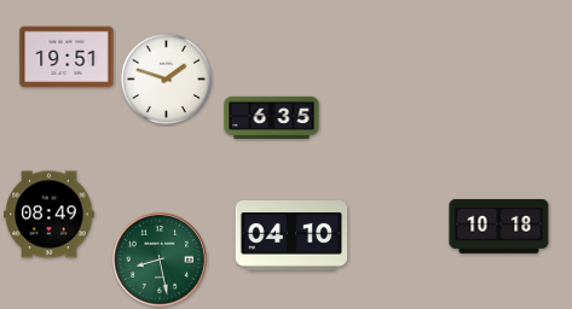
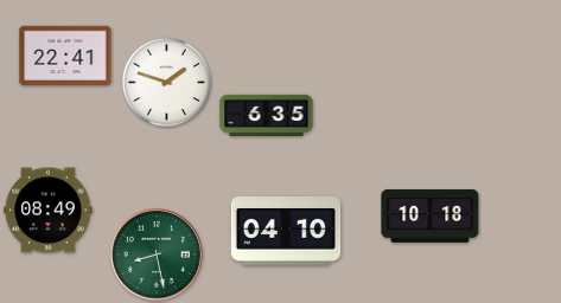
clock at (67, 57): 19:51 -> 22:41
clock at (167, 80) position: (167, 80) -> (167, 83)
clock at (499, 226) position: (499, 226) -> (431, 215)
